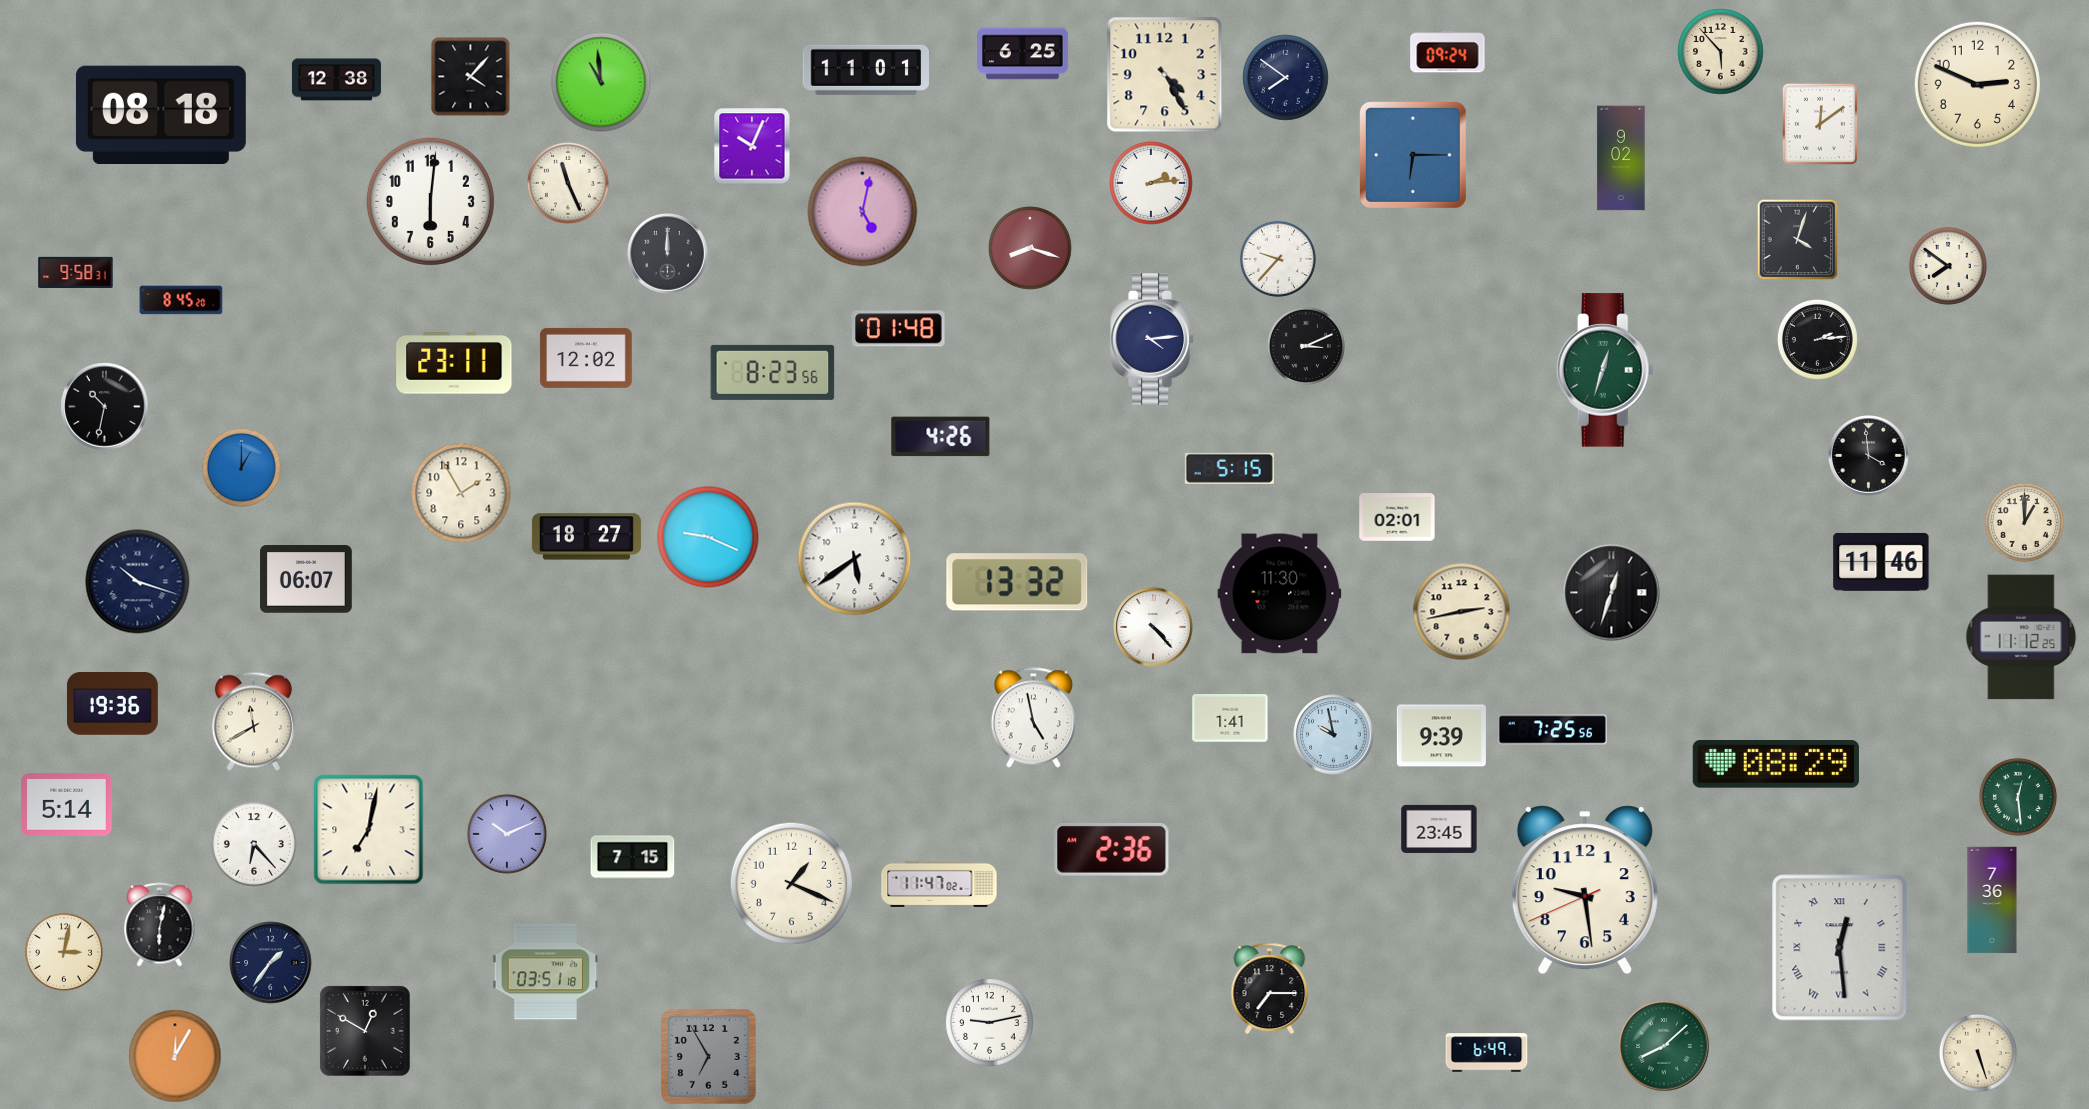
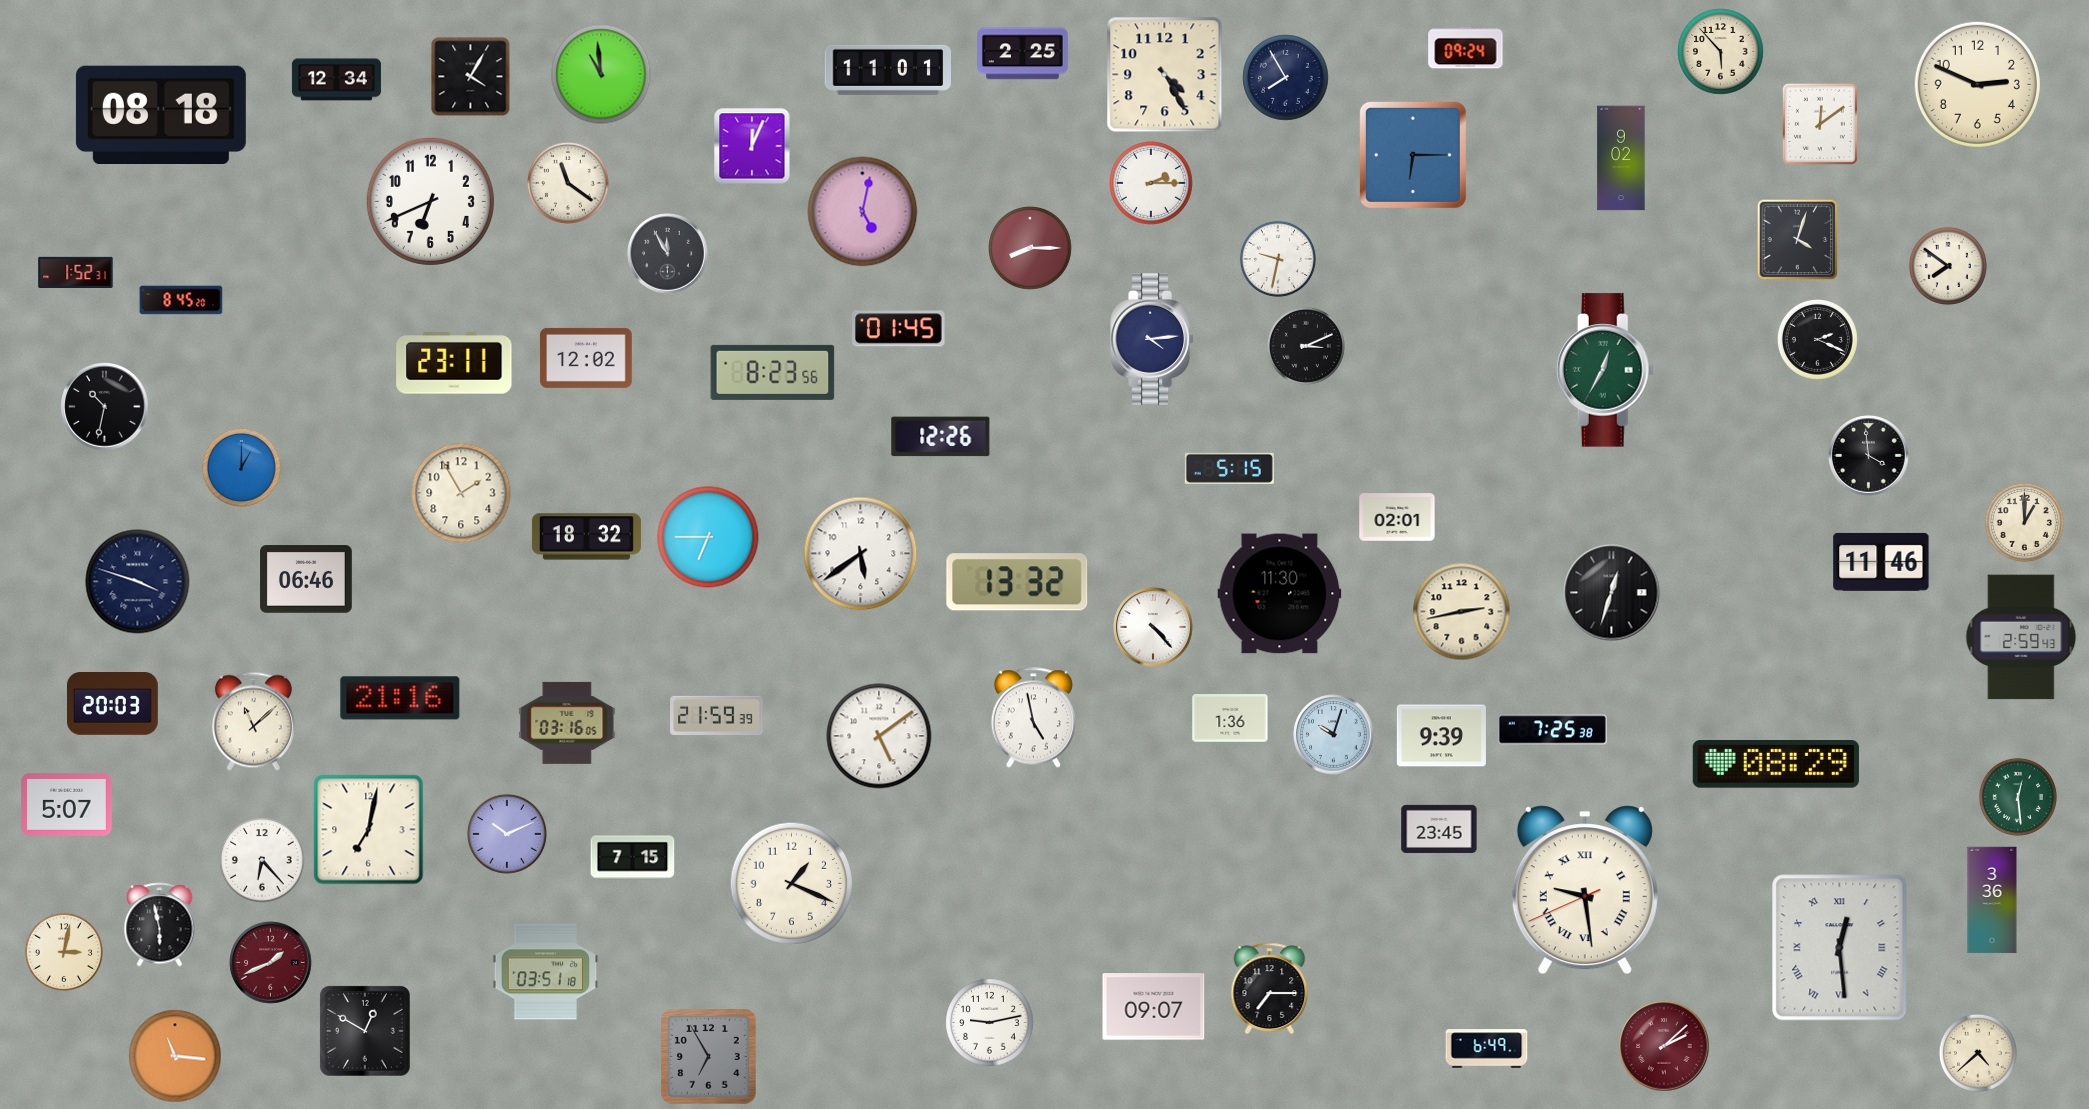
clock at (1448, 52) position: (1448, 52) -> (1466, 48)
clock at (1023, 54): 6:25 -> 2:25
clock at (865, 70) position: (865, 70) -> (887, 70)
clock at (471, 77): 4:07 -> 4:05
clock at (1286, 78): 7:51 -> 7:55
clock at (336, 80): 12:38 -> 12:34
clock at (601, 82) position: (601, 82) -> (601, 74)
clock at (752, 146): 10:04 -> 12:04
clock at (568, 183): 11:26 -> 11:21
clock at (1152, 184): 2:14 -> 2:15
clock at (430, 201): 6:01 -> 6:41
clock at (1031, 249): 8:18 -> 8:15
clock at (668, 254): 12:00 -> 11:55
clock at (1278, 259): 9:37 -> 9:32
clock at (76, 272): 9:58 -> 1:52
clock at (899, 329): 01:48 -> 01:45
clock at (1817, 339): 2:14 -> 2:19
clock at (1605, 370): 12:33 -> 12:35
clock at (941, 437): 4:26 -> 12:26
clock at (586, 537): 18:27 -> 18:32
clock at (708, 537): 9:19 -> 6:45
clock at (855, 559) position: (855, 559) -> (861, 554)
clock at (306, 579): 06:07 -> 06:46
clock at (138, 582): 10:18 -> 3:48
clock at (2021, 637): 11:12 -> 2:59
clock at (400, 698): none -> 21:16
clock at (112, 704): 19:36 -> 20:03
clock at (717, 715): none -> 21:59
clock at (1230, 718): 1:41 -> 1:36
clock at (253, 722): 11:40 -> 11:08
clock at (567, 723): none -> 03:16
clock at (1552, 730): 7:25:56 -> 7:25:38
clock at (1334, 735): 9:58 -> 10:03
clock at (879, 736): none -> 5:09
clock at (66, 804): 5:14 -> 5:07
clock at (254, 844) position: (254, 844) -> (262, 860)
clock at (1112, 849): 2:36 -> none
clock at (939, 884): 11:47 -> none
clock at (1585, 890) numerals: Arabic -> Roman
clock at (1992, 900): 7:36 -> 3:36
clock at (160, 925): 6:02 -> 5:58
clock at (271, 963): 1:36 -> 1:41
clock at (271, 963) dial: navy -> burgundy
clock at (1154, 1007): none -> 09:07
clock at (1664, 1046): 8:08 -> 2:08
clock at (1664, 1046) dial: green -> burgundy
clock at (1487, 1053) position: (1487, 1053) -> (1487, 1049)
clock at (1978, 1053): 5:27 -> 4:38
clock at (175, 1056): 12:05 -> 11:16
